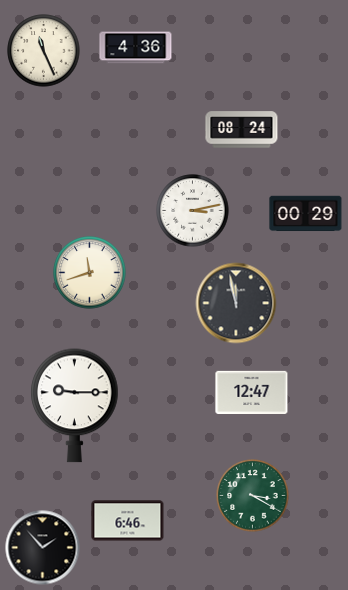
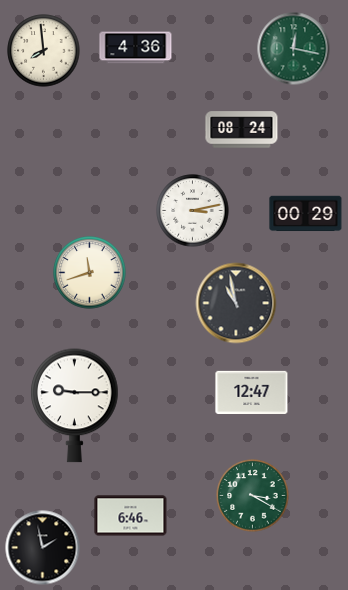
clock at (294, 49): none -> 12:17
clock at (44, 51): 11:26 -> 7:59
clock at (236, 303): 11:58 -> 10:58
clock at (128, 521) position: (128, 521) -> (131, 516)
clock at (43, 548): 1:53 -> 1:58
